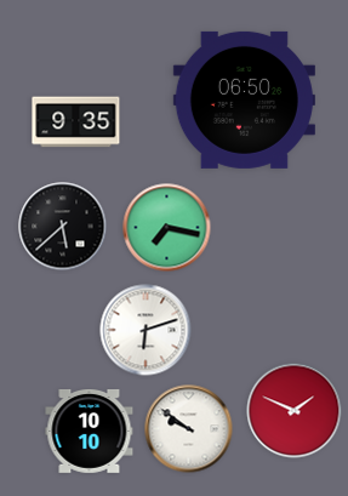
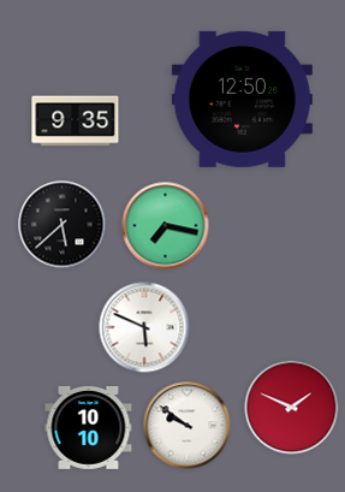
clock at (244, 99): 06:50 -> 12:50
clock at (146, 330): 6:12 -> 5:49
